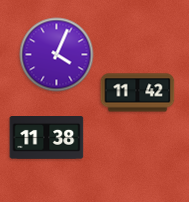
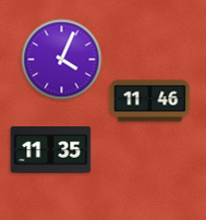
clock at (138, 93): 11:42 -> 11:46
clock at (47, 138): 11:38 -> 11:35
